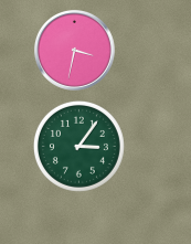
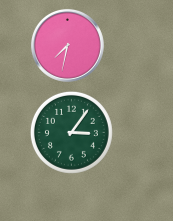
clock at (74, 50): 3:32 -> 7:32
